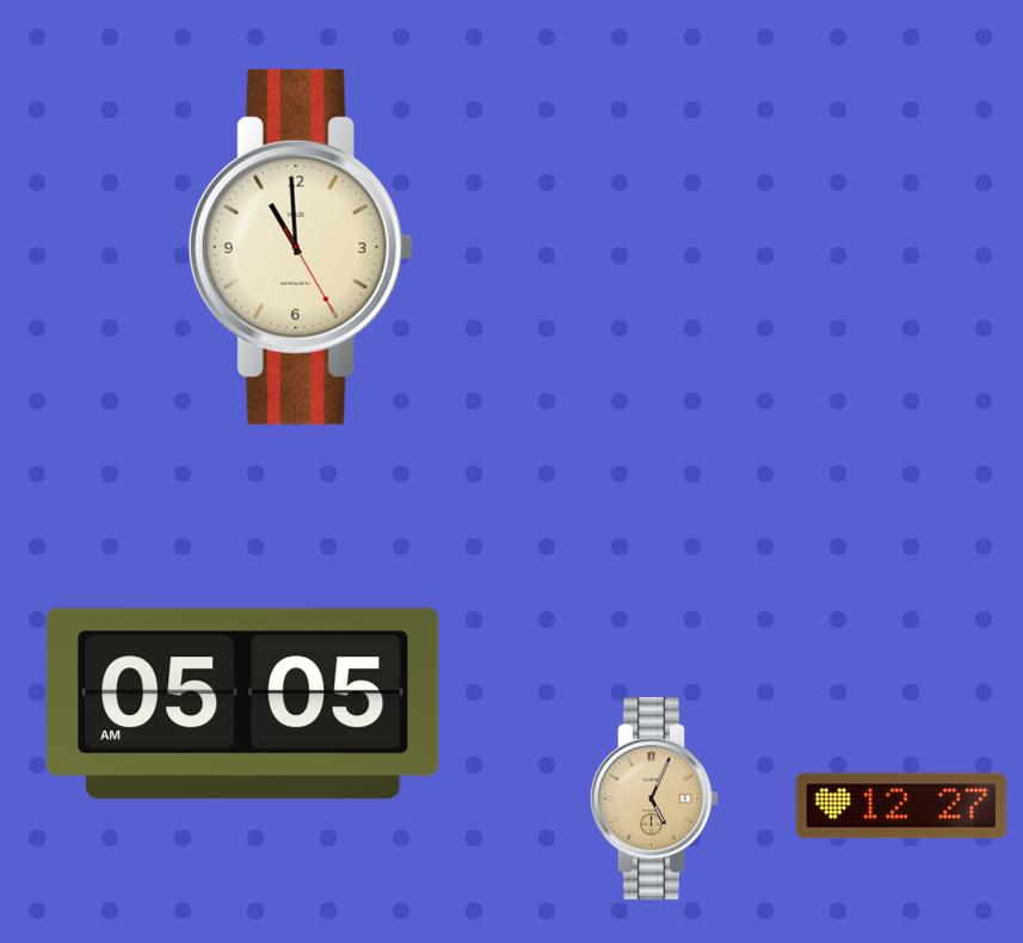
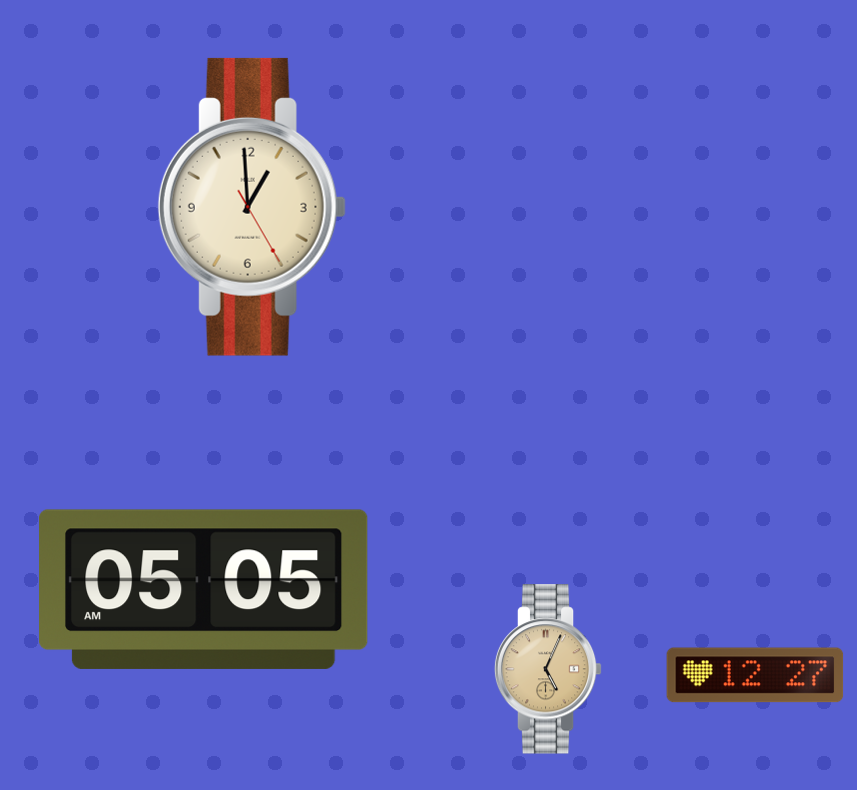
clock at (301, 247): 10:59 -> 12:59
